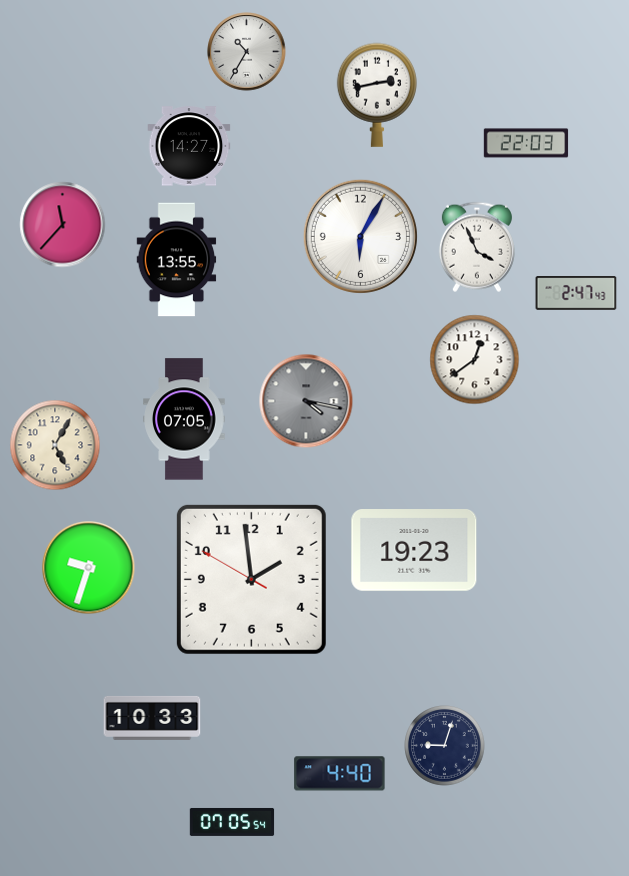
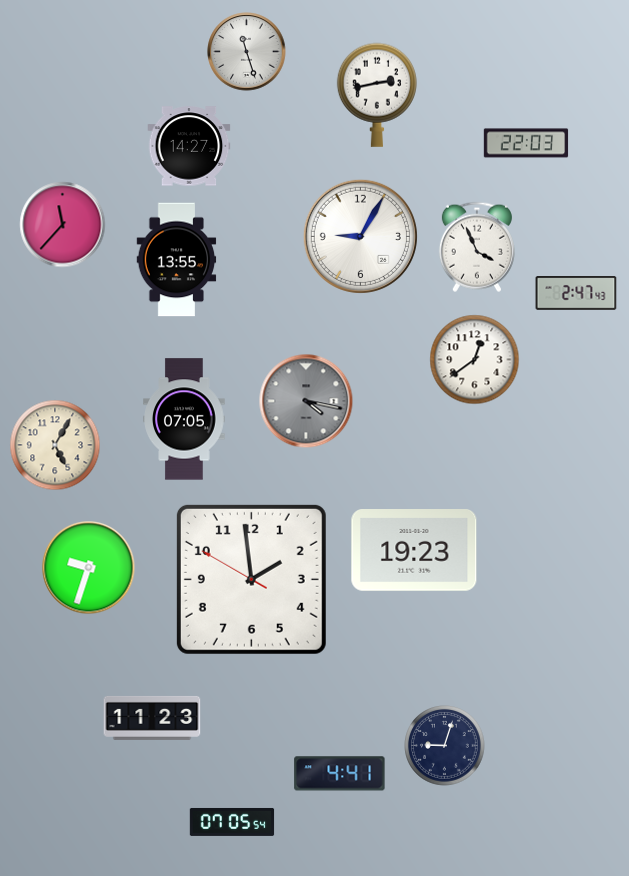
clock at (247, 52): 10:35 -> 11:27
clock at (360, 236): 6:05 -> 9:05
clock at (152, 718): 10:33 -> 11:23
clock at (340, 774): 4:40 -> 4:41
